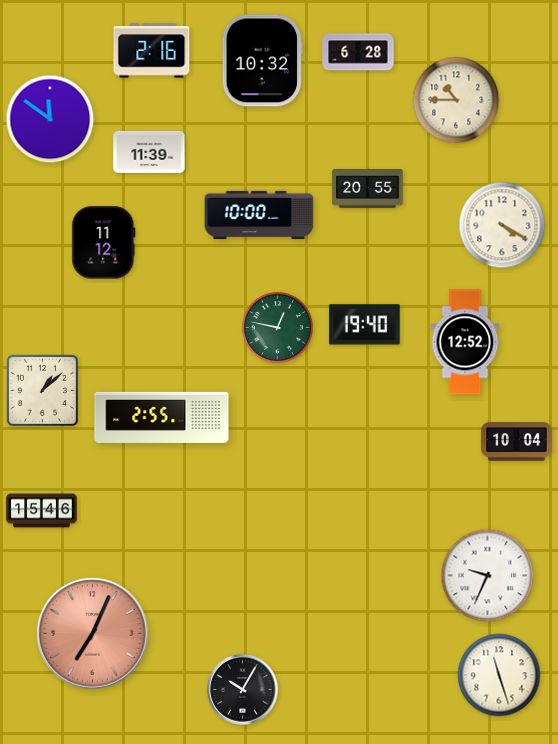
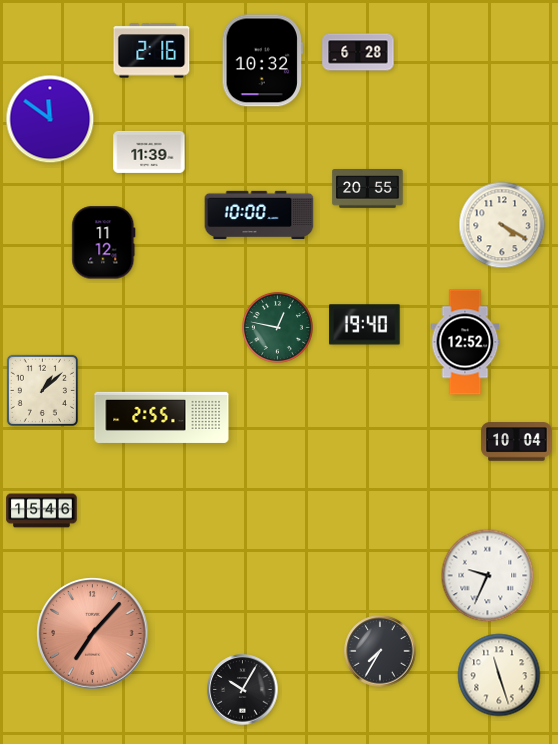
clock at (456, 100): 10:45 -> none
clock at (93, 634): 7:04 -> 7:07
clock at (380, 651): none -> 7:35
